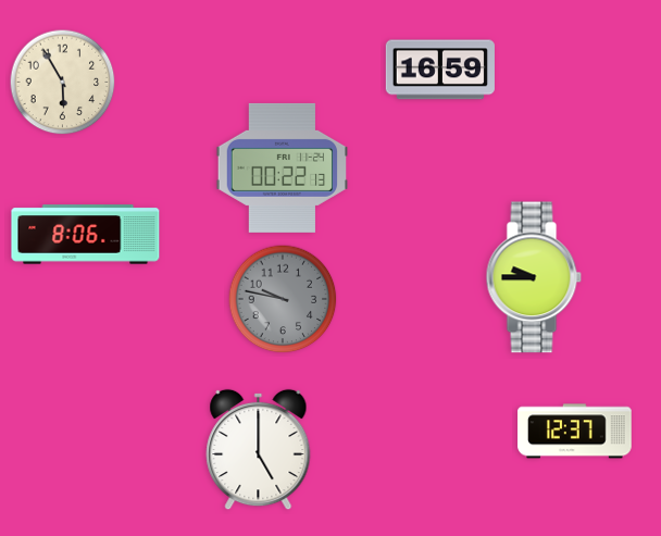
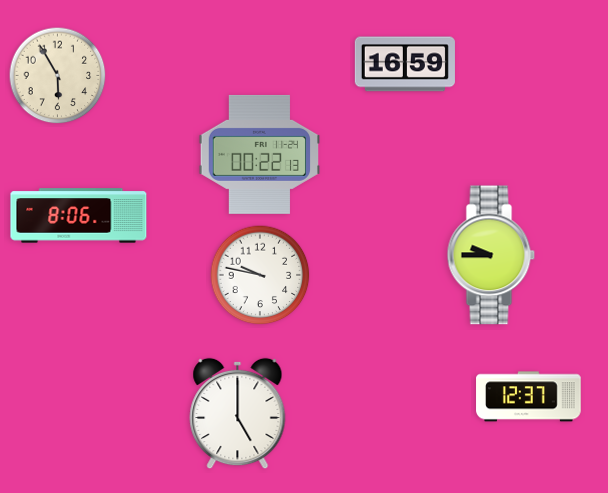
clock at (283, 299) dial: grey -> white
